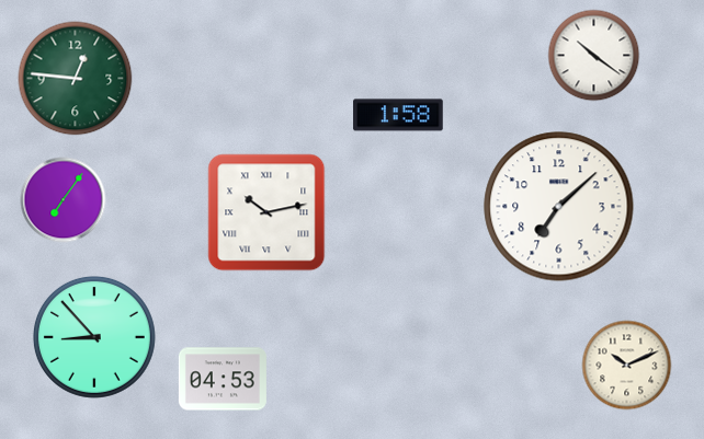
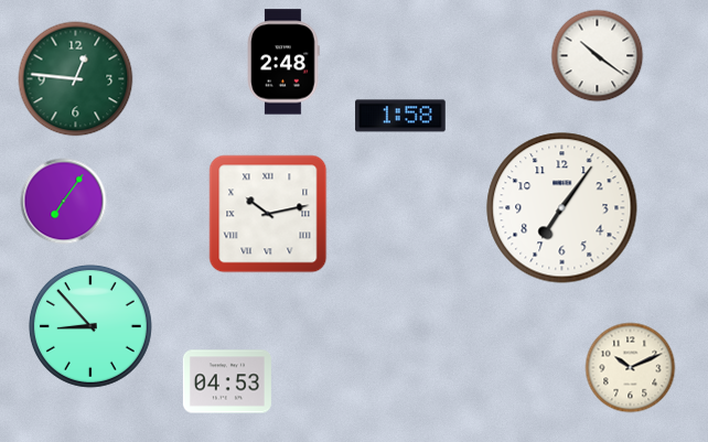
clock at (283, 62): none -> 2:48
clock at (559, 207): 7:08 -> 7:06
clock at (94, 337) position: (94, 337) -> (90, 326)
clock at (223, 379) position: (223, 379) -> (227, 381)
